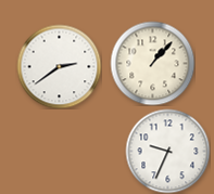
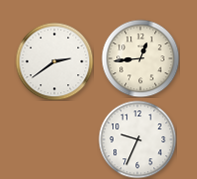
clock at (152, 63): 1:07 -> 12:44
clock at (167, 151) position: (167, 151) -> (137, 139)
